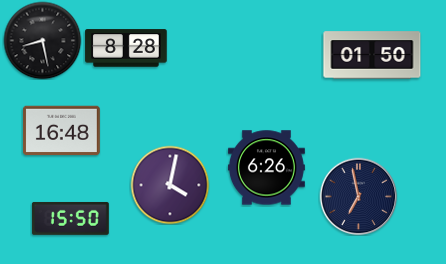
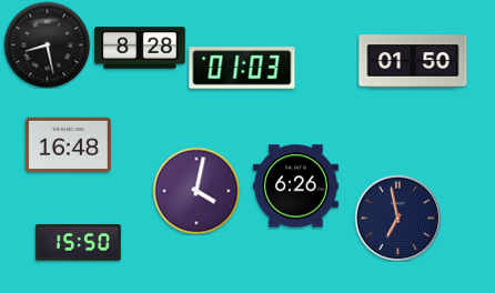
clock at (126, 48) position: (126, 48) -> (140, 48)
clock at (242, 68): none -> 01:03
clock at (170, 185) position: (170, 185) -> (196, 191)
